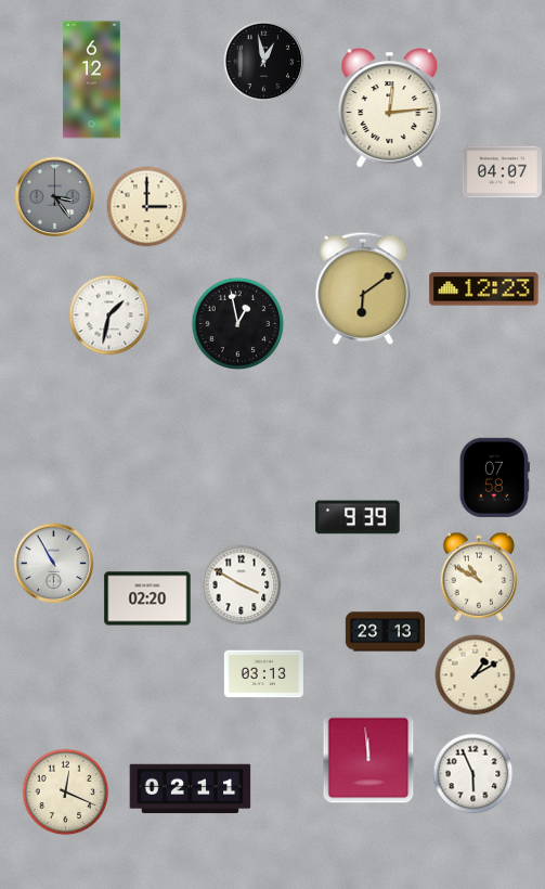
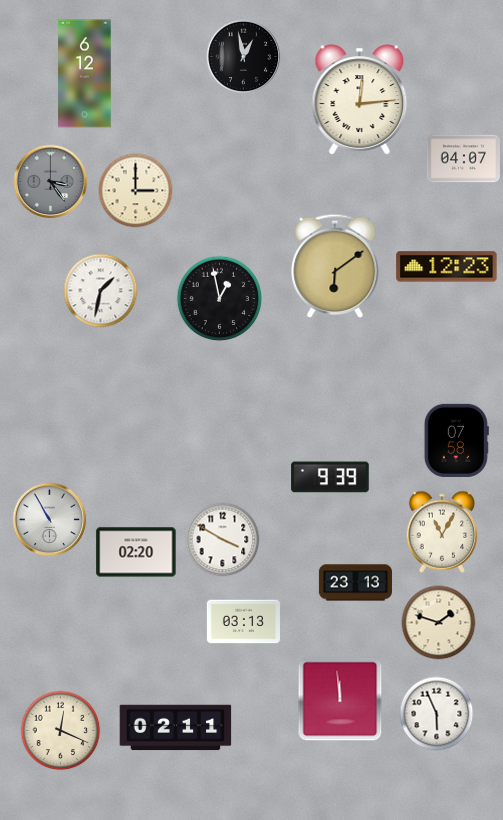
clock at (479, 577): 10:50 -> 11:05
clock at (476, 675): 1:10 -> 1:48
